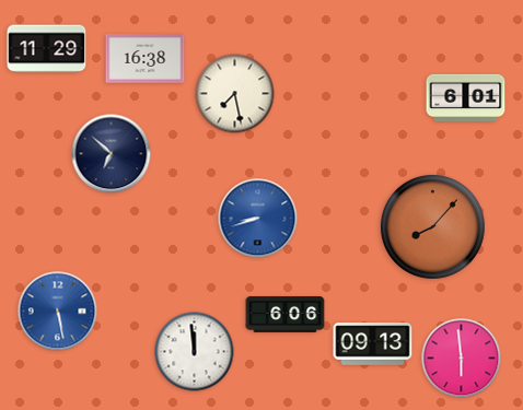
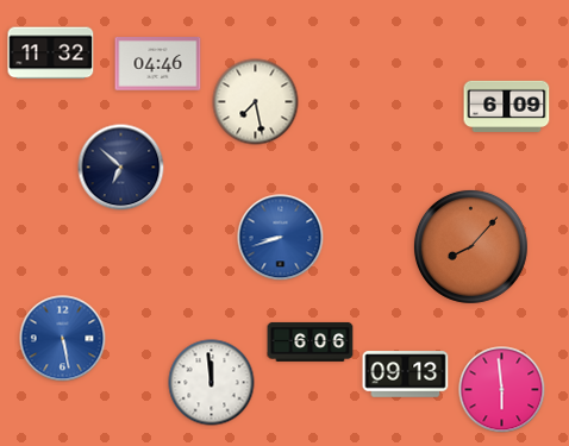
clock at (47, 49): 11:29 -> 11:32
clock at (146, 59): 16:38 -> 04:46
clock at (466, 97): 6:01 -> 6:09
